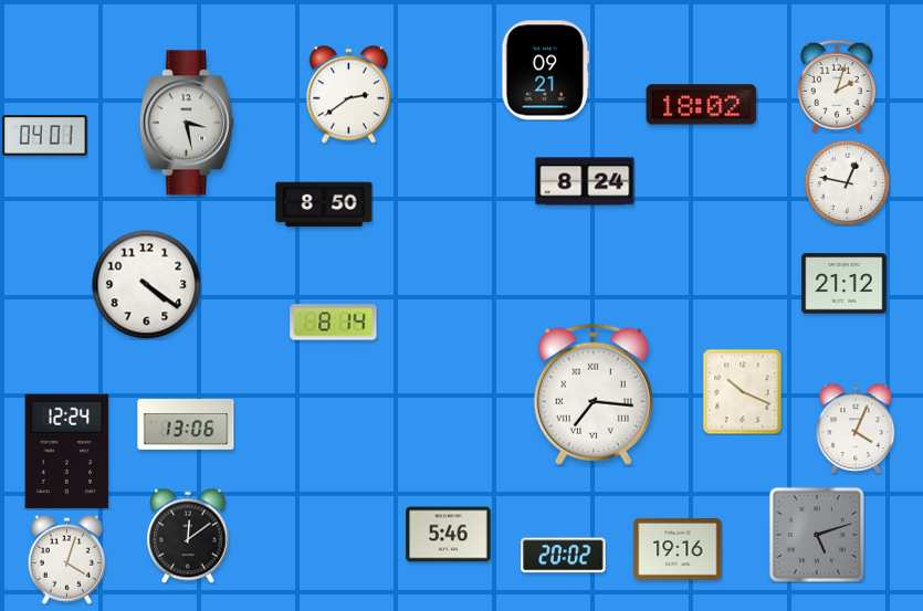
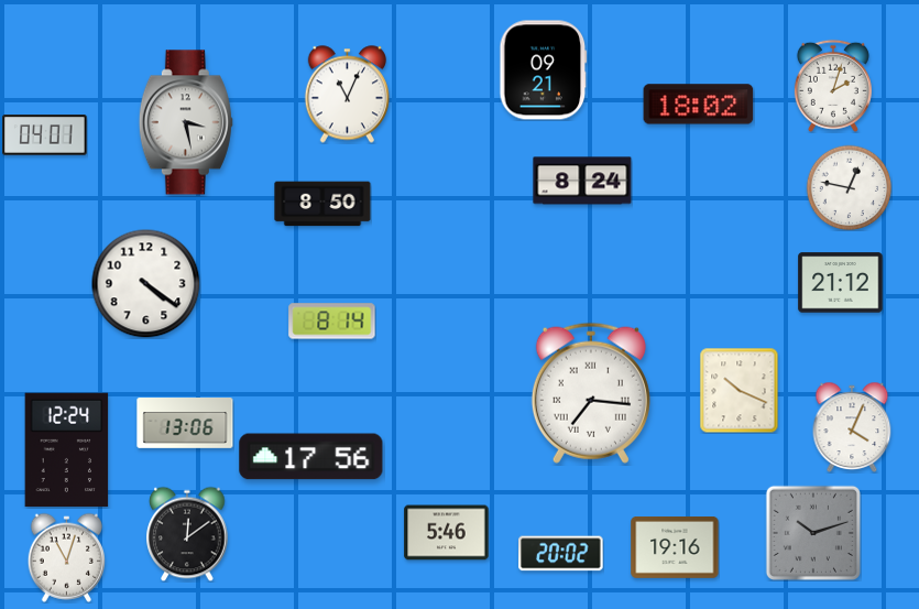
clock at (348, 95): 2:39 -> 11:04
clock at (847, 182) position: (847, 182) -> (849, 187)
clock at (311, 457): none -> 17:56
clock at (817, 535): 5:12 -> 10:12
clock at (66, 559): 4:03 -> 11:03
